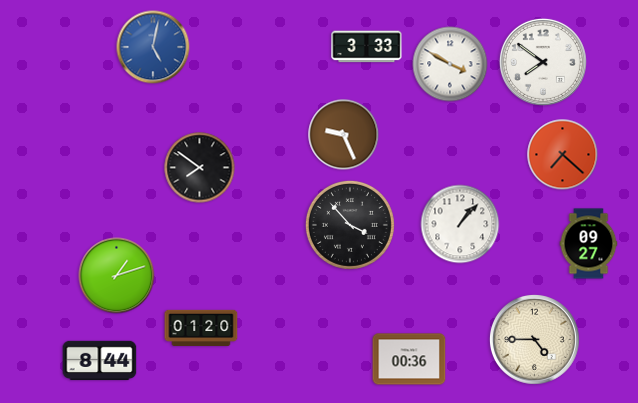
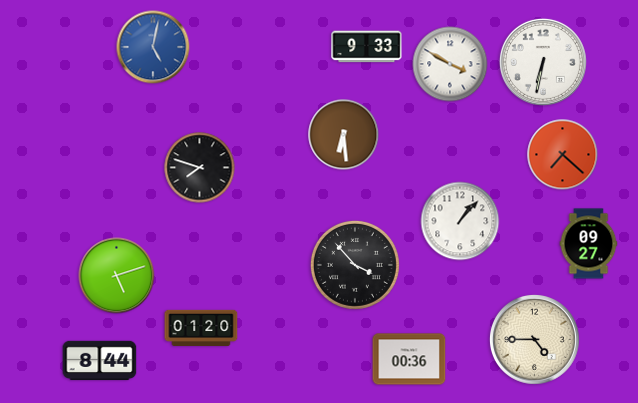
clock at (367, 47): 3:33 -> 9:33
clock at (543, 62): 7:51 -> 6:32
clock at (344, 135): 9:26 -> 6:29
clock at (200, 168): 7:51 -> 7:48
clock at (460, 224) position: (460, 224) -> (460, 221)
clock at (350, 225) position: (350, 225) -> (355, 265)
clock at (117, 276): 1:12 -> 5:12
